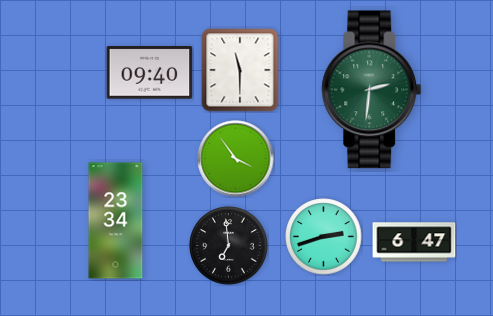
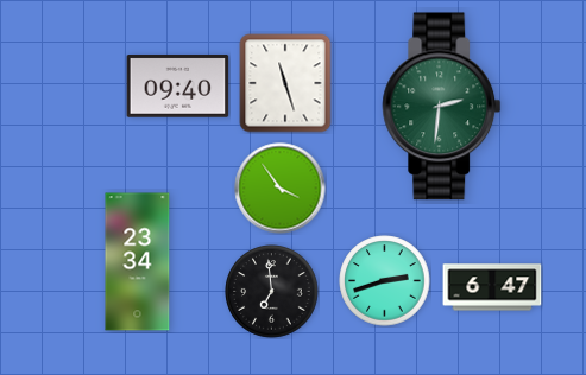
clock at (240, 70): 11:30 -> 11:27
